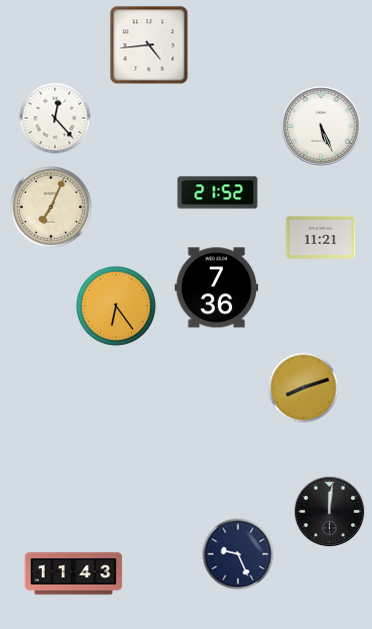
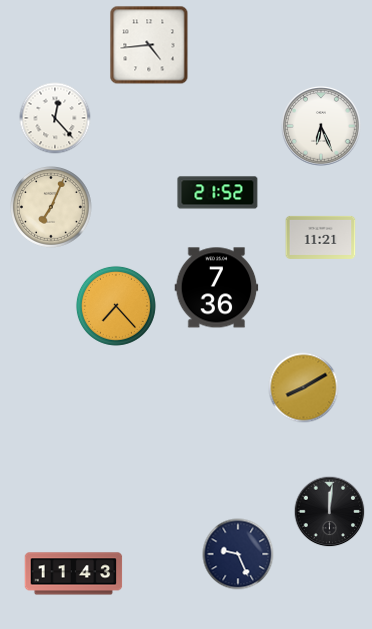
clock at (321, 126): 5:26 -> 6:26
clock at (116, 306): 6:24 -> 7:23
clock at (304, 388): 8:12 -> 8:10
